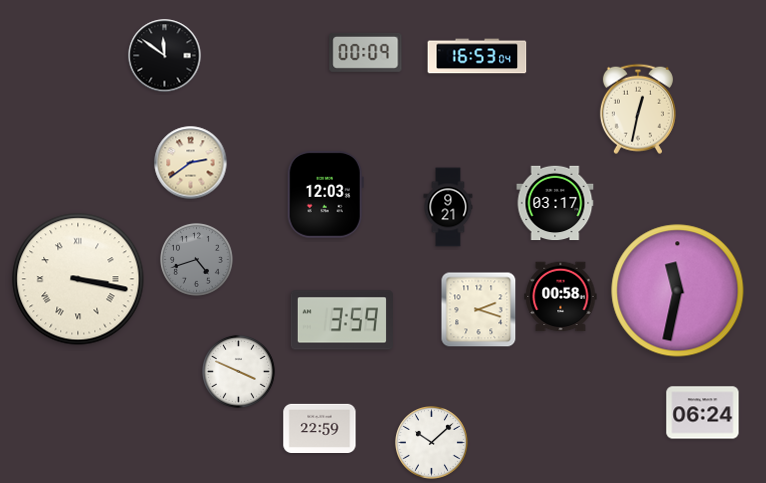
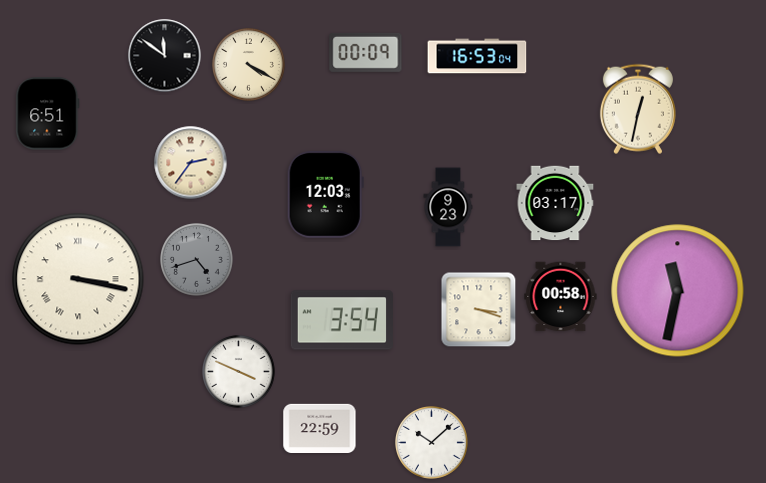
clock at (249, 65): none -> 4:20
clock at (48, 114): none -> 6:51
clock at (191, 163): 2:39 -> 2:36
clock at (448, 207): 9:21 -> 9:23
clock at (479, 310): 2:18 -> 3:18
clock at (342, 320): 3:59 -> 3:54
clock at (703, 413): 06:24 -> none
